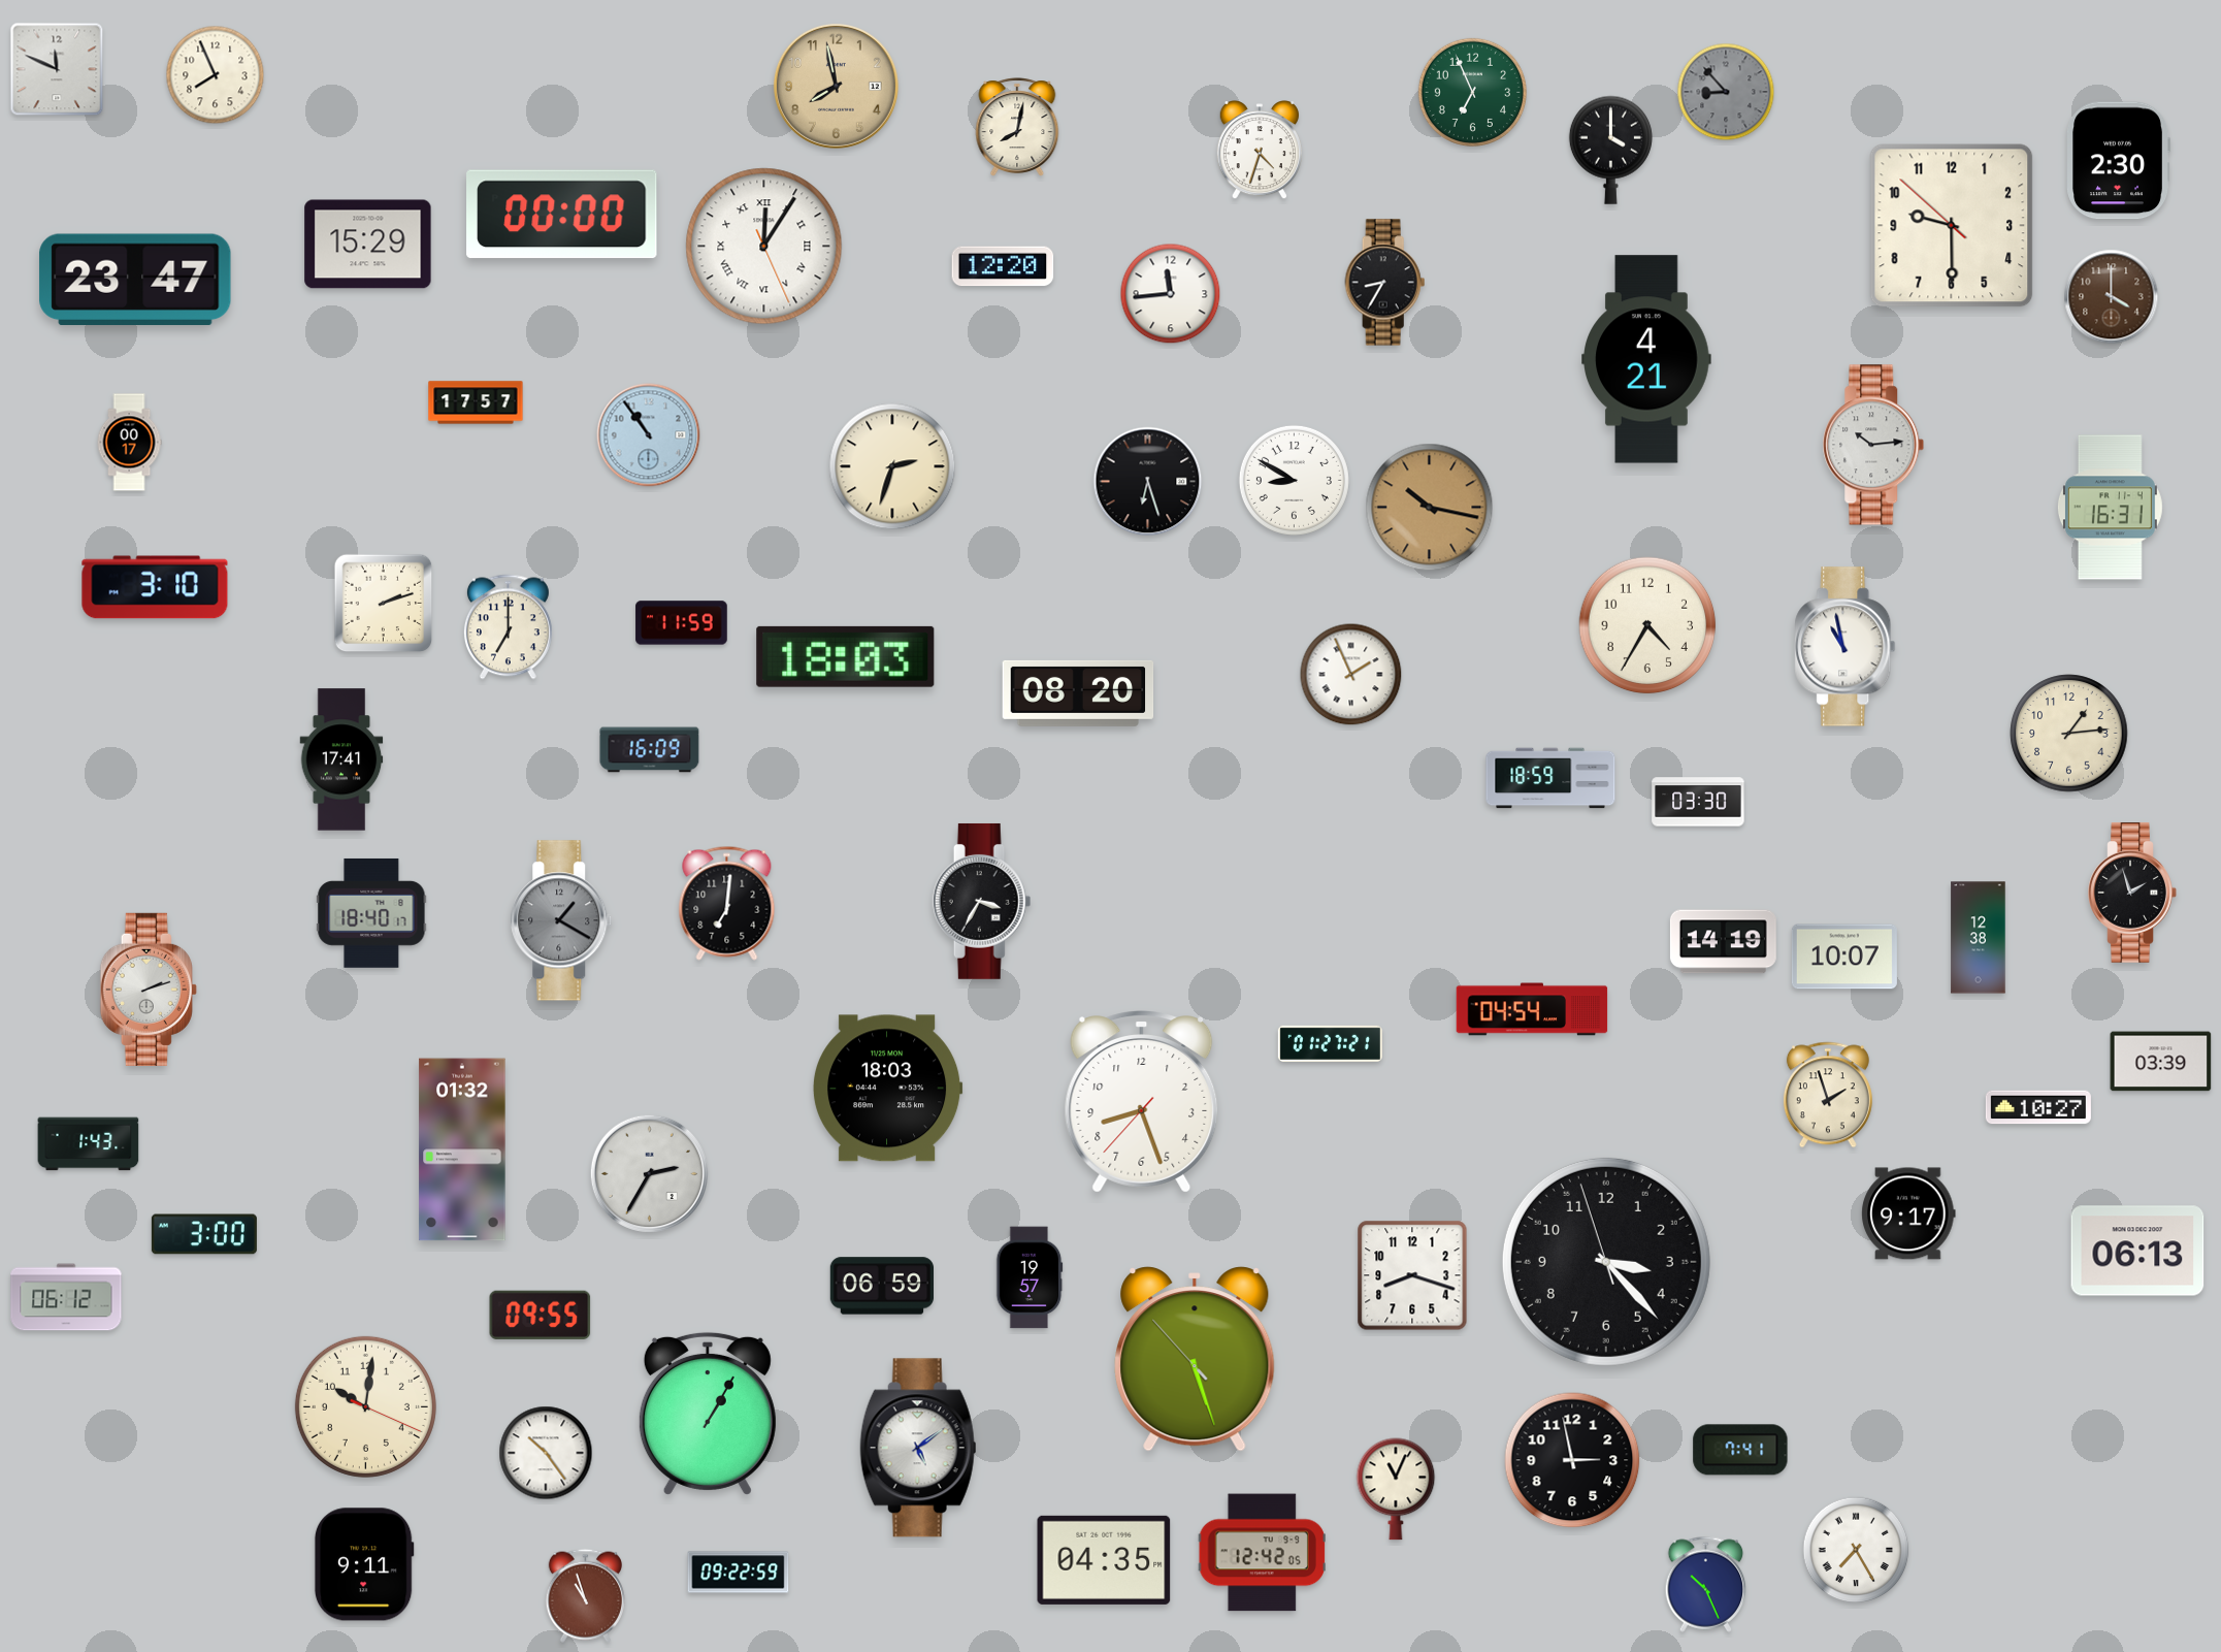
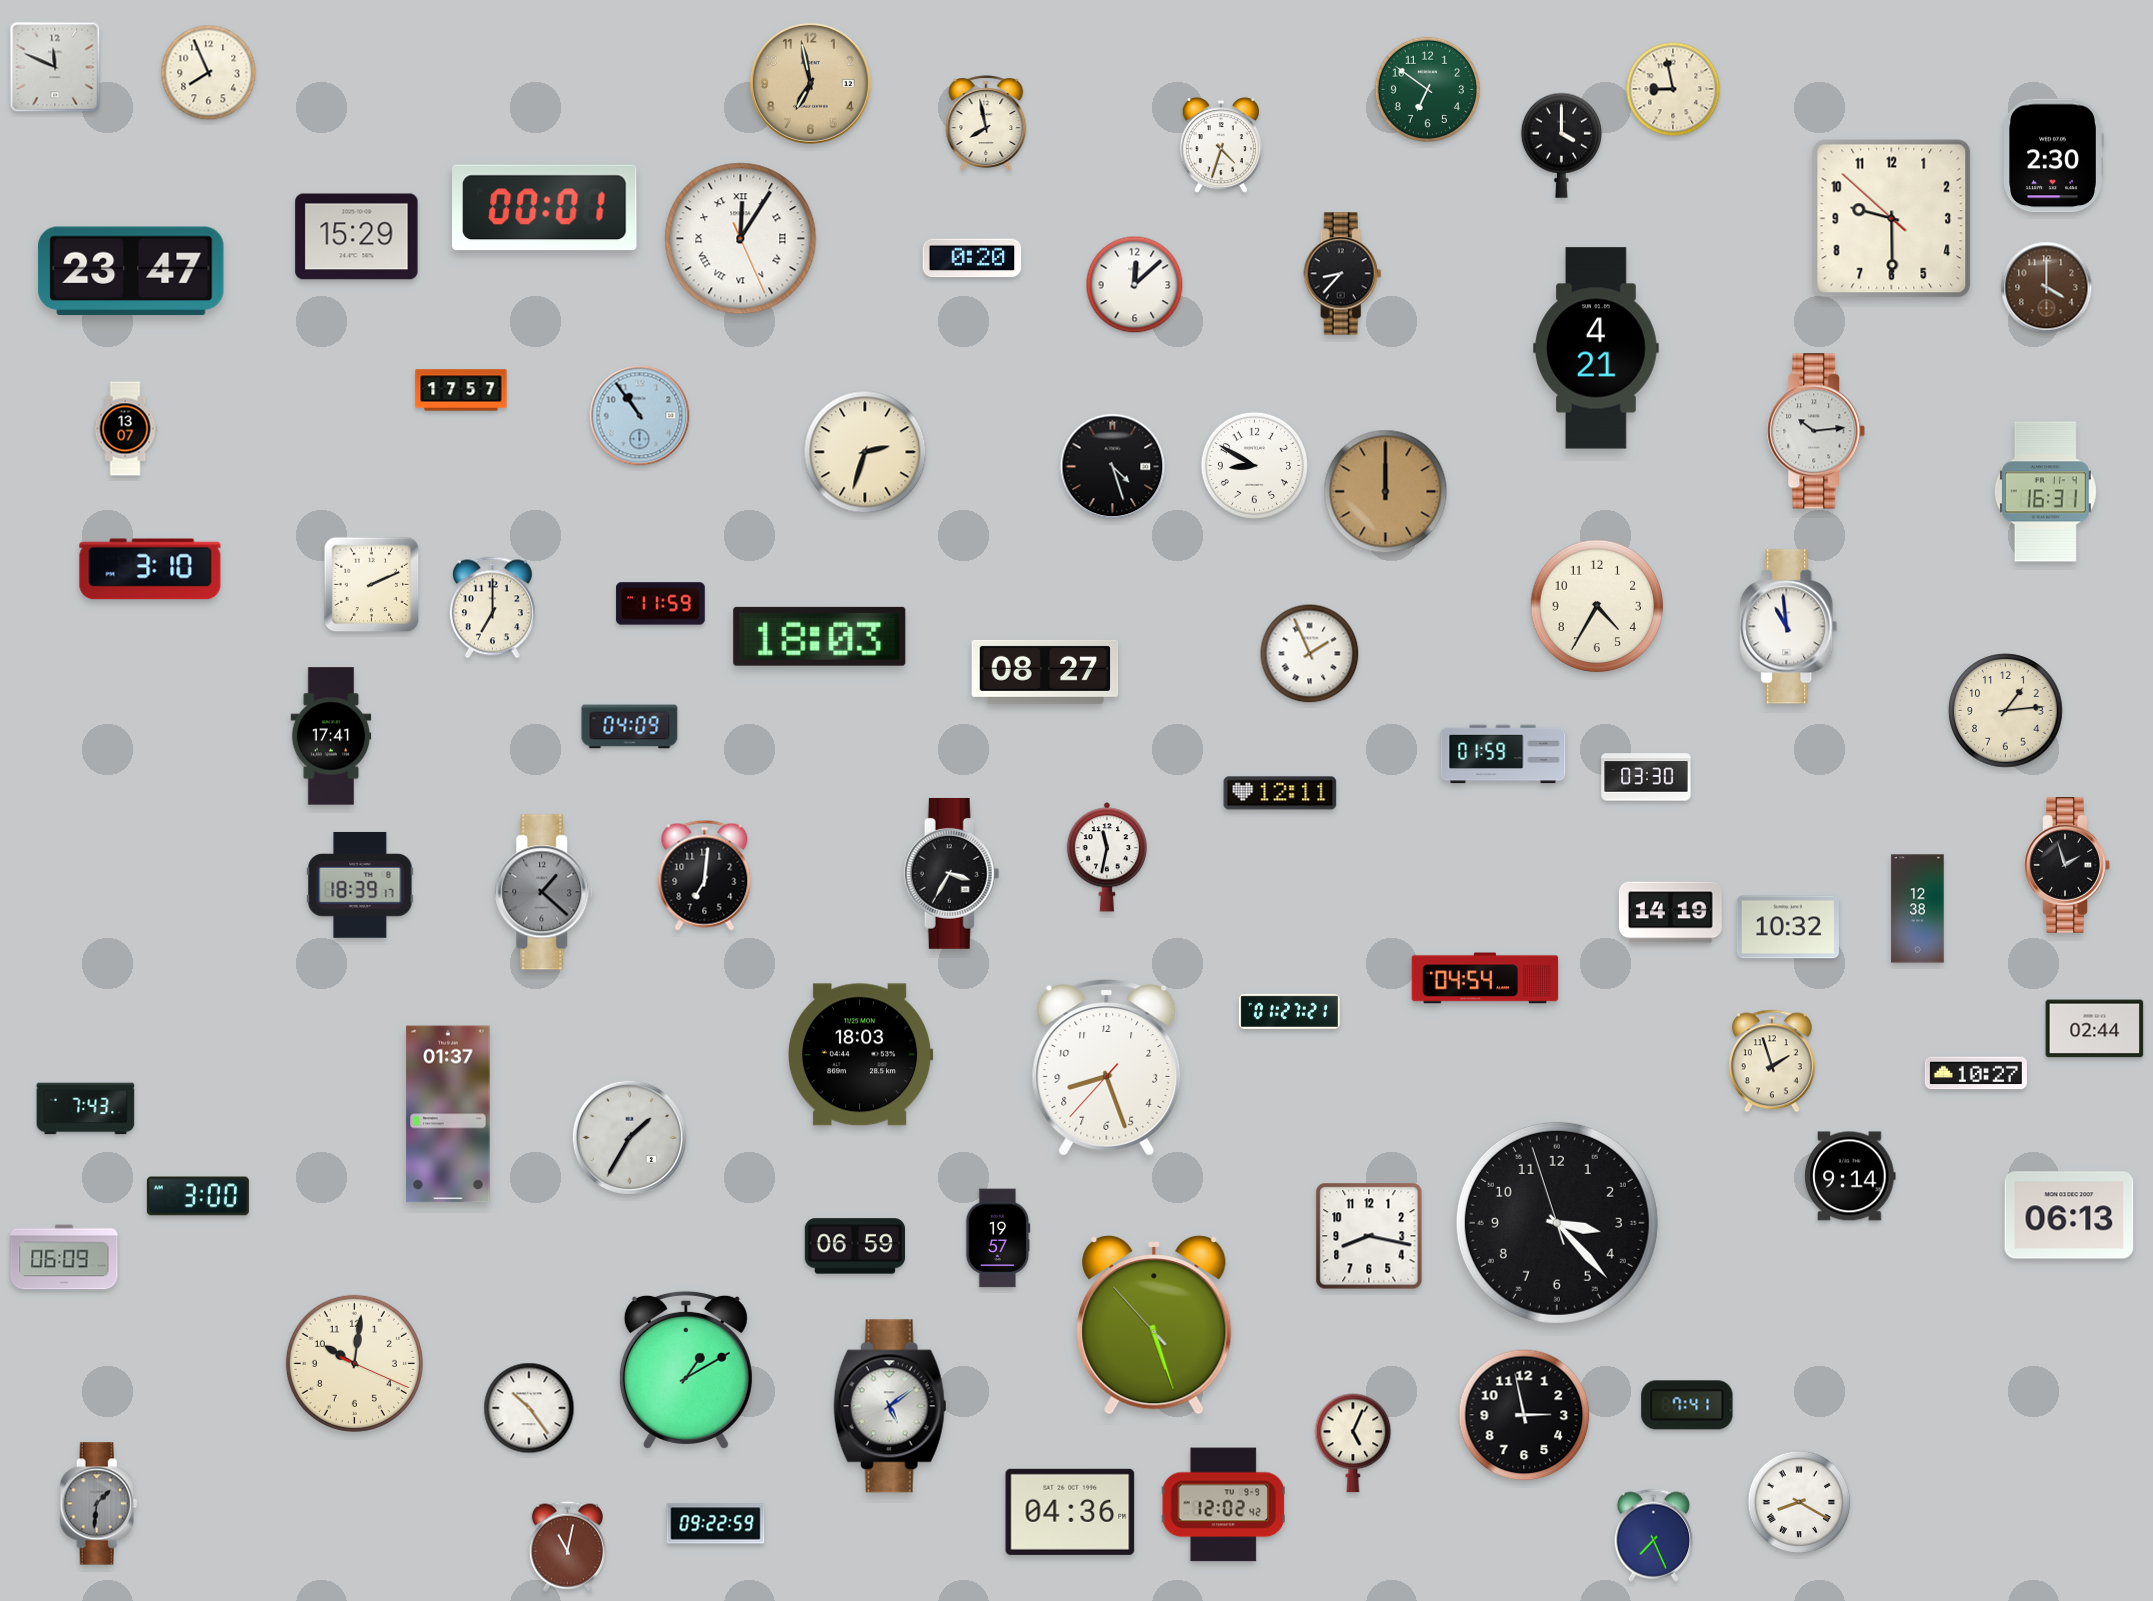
clock at (836, 86): 7:58 -> 6:58
clock at (1472, 92): 6:56 -> 6:51
clock at (1726, 92): 8:53 -> 8:58
clock at (1726, 92) dial: grey -> cream
clock at (1017, 127): 8:02 -> 7:58
clock at (562, 215): 00:00 -> 00:01
clock at (1003, 266): 12:20 -> 0:20
clock at (1385, 283): 8:35 -> 8:37
clock at (1171, 294): 11:44 -> 12:08
clock at (649, 435) position: (649, 435) -> (640, 416)
clock at (129, 443): 00:17 -> 13:07
clock at (1148, 482): 6:27 -> 4:27
clock at (1430, 508): 10:17 -> 12:00
clock at (384, 604): 2:12 -> 2:11
clock at (1846, 647): 10:58 -> 10:59
clock at (1078, 693): 08:20 -> 08:27
clock at (650, 750): 16:09 -> 04:09
clock at (1550, 778): 18:59 -> 01:59
clock at (1280, 793): none -> 12:11
clock at (1107, 857): none -> 11:32
clock at (371, 913): 18:40 -> 18:39
clock at (561, 920): 1:20 -> 1:22
clock at (1844, 957): 10:07 -> 10:32
clock at (149, 990): 2:12 -> none
clock at (2161, 1062): 03:39 -> 02:44
clock at (89, 1144): 1:43 -> 7:43
clock at (462, 1149): 01:32 -> 01:37
clock at (649, 1173): 2:35 -> 1:35
clock at (1908, 1213): 9:17 -> 9:14
clock at (2137, 1251) position: (2137, 1251) -> (2069, 1215)
clock at (1412, 1275): 8:18 -> 8:17
clock at (66, 1297): 06:12 -> 06:09
clock at (541, 1315): 09:55 -> none
clock at (1195, 1359) position: (1195, 1359) -> (1154, 1325)
clock at (708, 1414): 1:05 -> 1:10
clock at (918, 1448) position: (918, 1448) -> (890, 1406)
clock at (1396, 1489): 11:04 -> 5:04
clock at (1856, 1550): 7:25 -> 8:20
clock at (99, 1504): none -> 1:31
clock at (1262, 1553): 12:42 -> 12:02
clock at (1104, 1560): 04:35 -> 04:36
clock at (364, 1564): 9:11 -> none
clock at (1706, 1584): 10:26 -> 7:26
clock at (585, 1595): 10:57 -> 11:02
